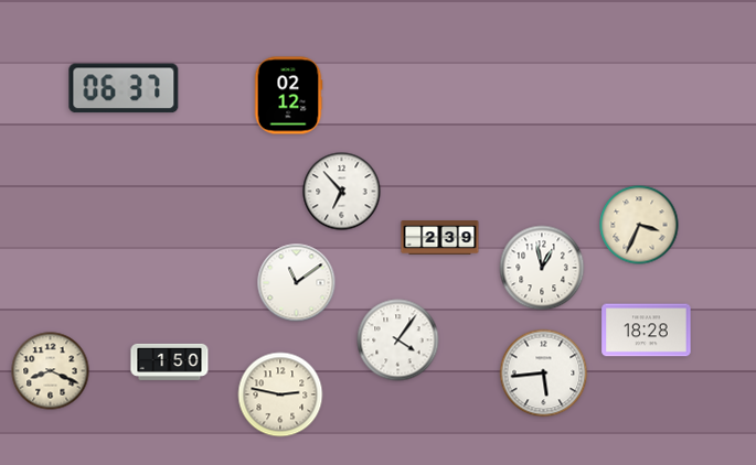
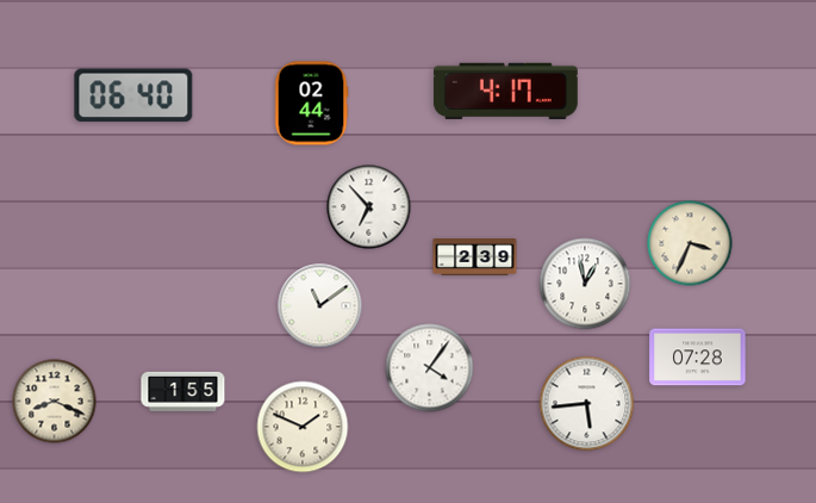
clock at (505, 91): none -> 4:17
clock at (124, 88): 06:37 -> 06:40
clock at (288, 96): 02:12 -> 02:44
clock at (542, 268) position: (542, 268) -> (585, 284)
clock at (647, 331): 18:28 -> 07:28
clock at (170, 361): 1:50 -> 1:55
clock at (280, 394): 2:47 -> 1:49
